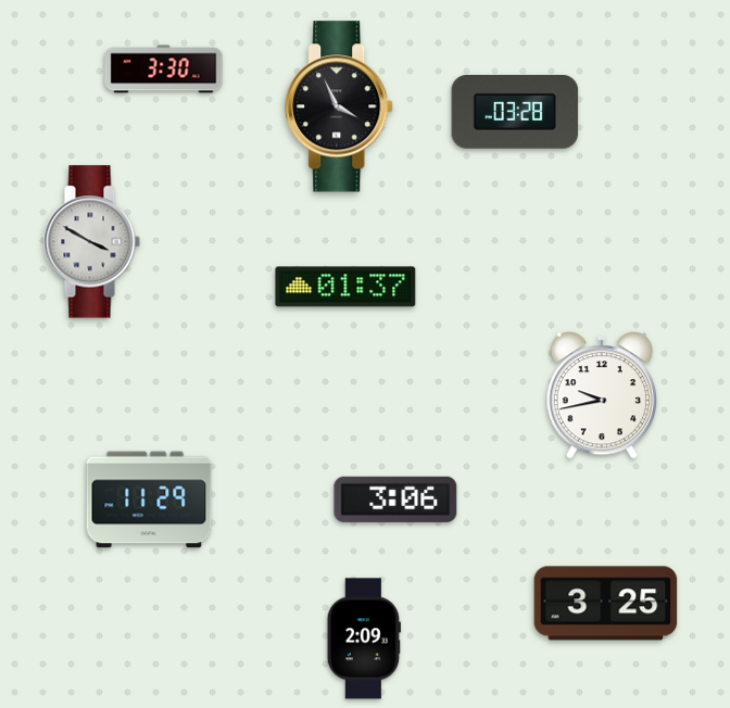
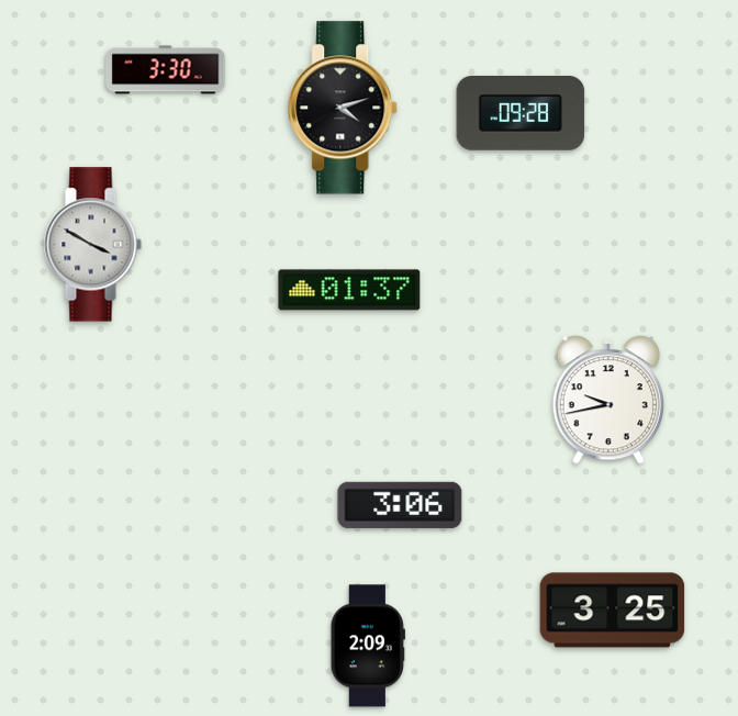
clock at (340, 106): 3:56 -> 4:12
clock at (515, 112): 03:28 -> 09:28
clock at (149, 500): 11:29 -> none
